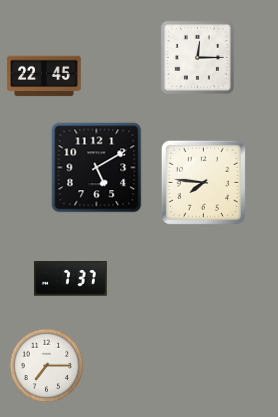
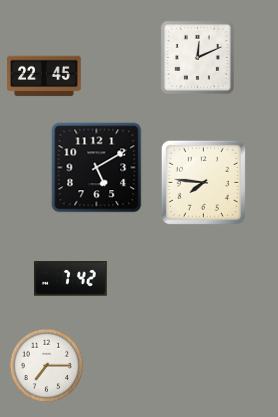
clock at (197, 57): 12:15 -> 12:11
clock at (71, 279): 7:37 -> 7:42
